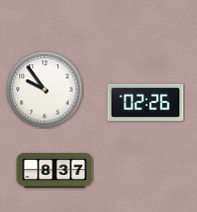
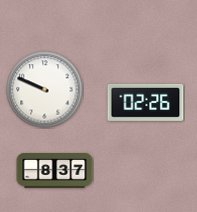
clock at (45, 90): 9:54 -> 9:49
